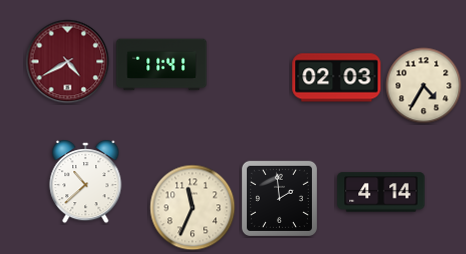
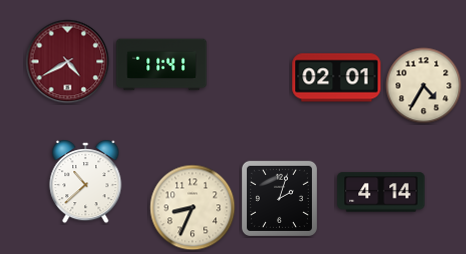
clock at (337, 78): 02:03 -> 02:01
clock at (279, 198): 1:59 -> 2:03
clock at (193, 208): 11:34 -> 8:34
